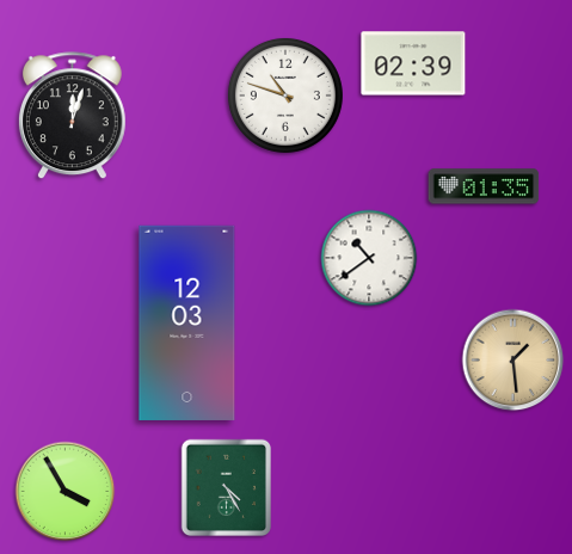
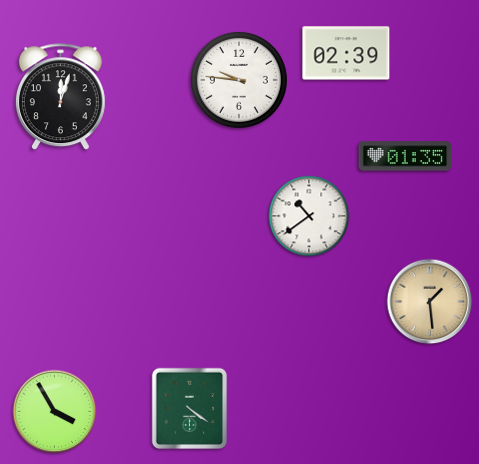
clock at (285, 96): 10:48 -> 9:46
clock at (187, 322): 12:03 -> none
clock at (226, 488): 4:25 -> 4:21
